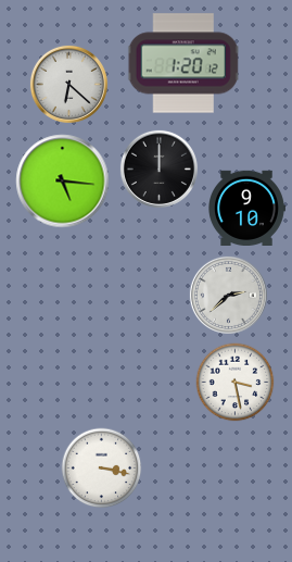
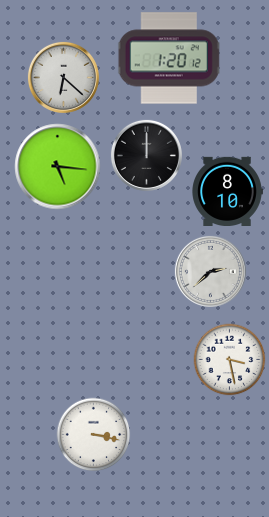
clock at (246, 208): 9:10 -> 8:10
clock at (236, 383) position: (236, 383) -> (230, 360)
clock at (102, 469) position: (102, 469) -> (94, 435)
